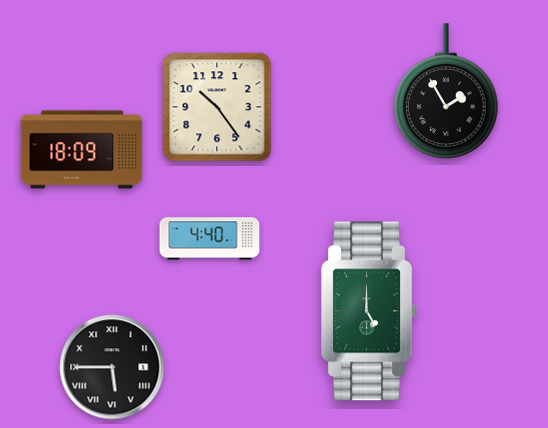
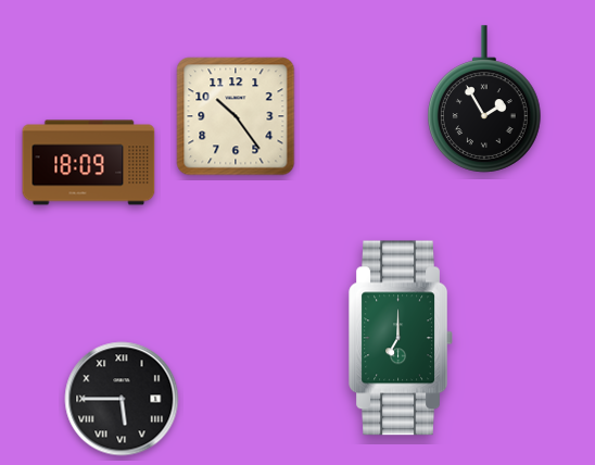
clock at (210, 239): 4:40 -> none
clock at (369, 311): 5:00 -> 7:00
